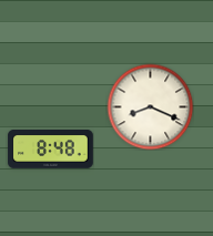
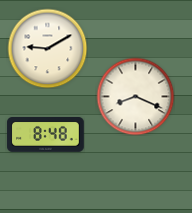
clock at (47, 48): none -> 9:10
